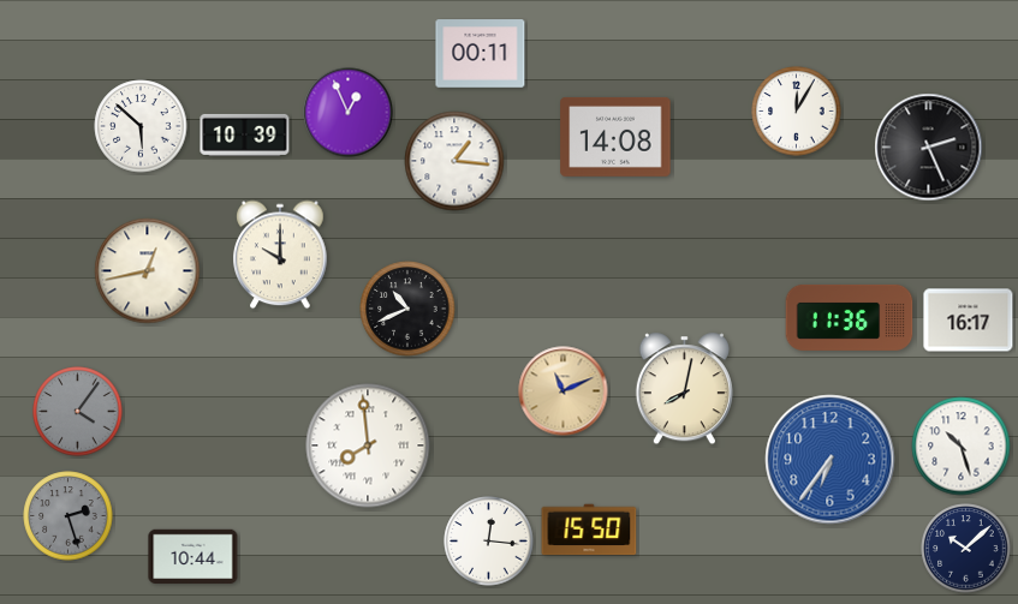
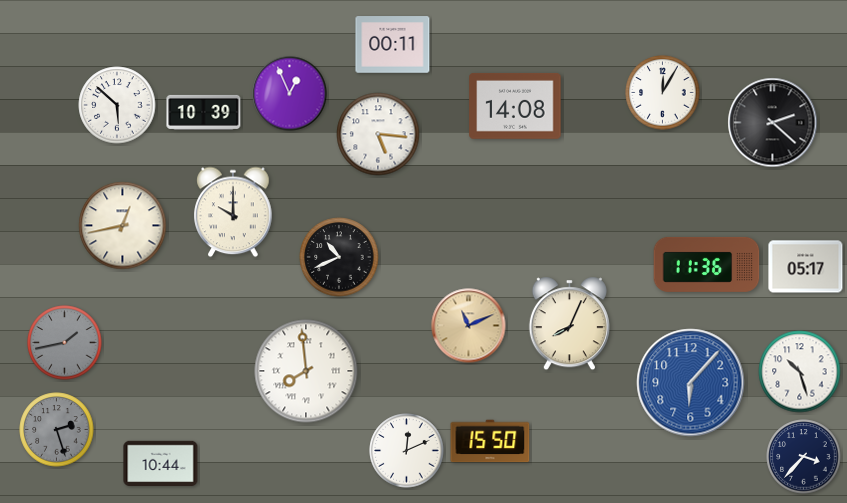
clock at (481, 54) position: (481, 54) -> (393, 45)
clock at (615, 137) position: (615, 137) -> (515, 106)
clock at (929, 148): 2:26 -> 2:22
clock at (454, 161): 1:16 -> 5:16
clock at (969, 321): 16:17 -> 05:17
clock at (684, 389): 8:02 -> 8:04
clock at (78, 412): 4:06 -> 1:43
clock at (831, 460): 6:36 -> 6:07
clock at (489, 542): 12:16 -> 12:11
clock at (966, 549): 10:08 -> 3:37
